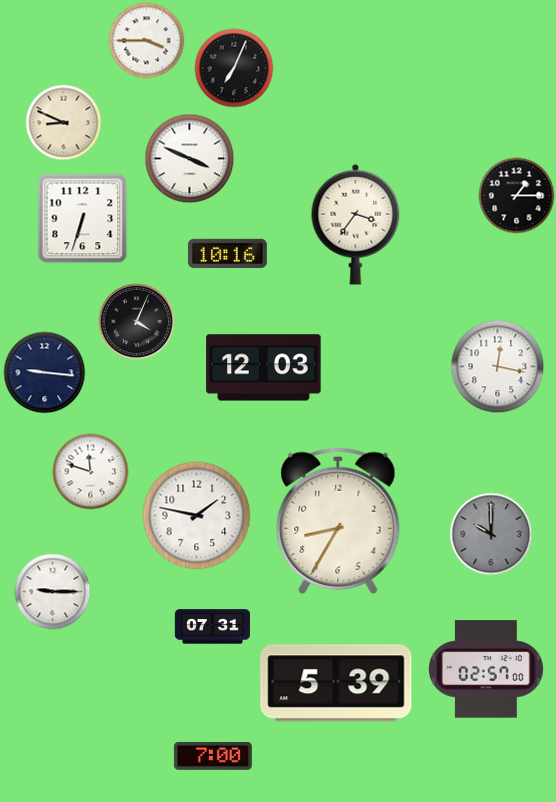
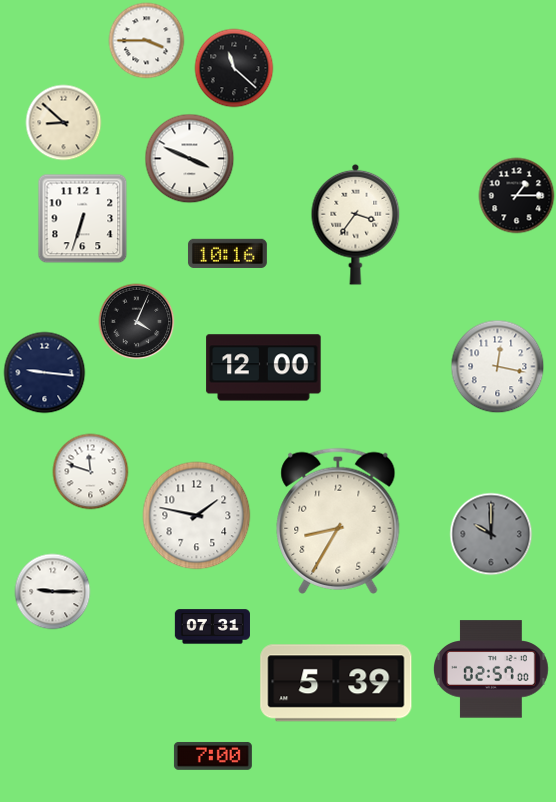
clock at (234, 68): 7:04 -> 11:22
clock at (64, 123): 8:49 -> 8:52
clock at (264, 368): 12:03 -> 12:00
clock at (486, 669) position: (486, 669) -> (491, 669)
